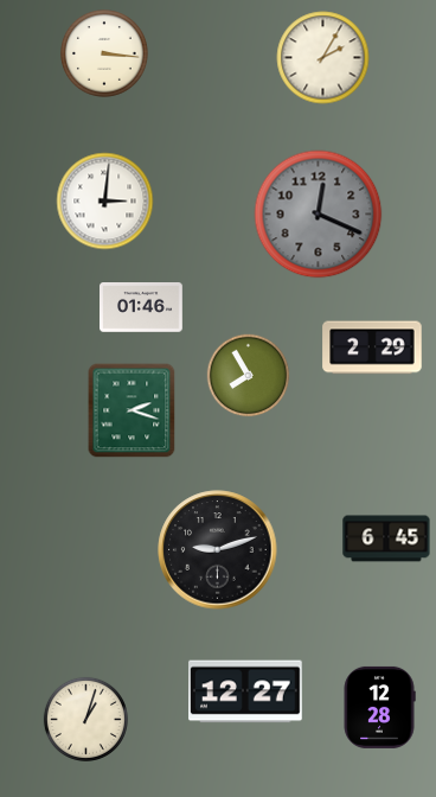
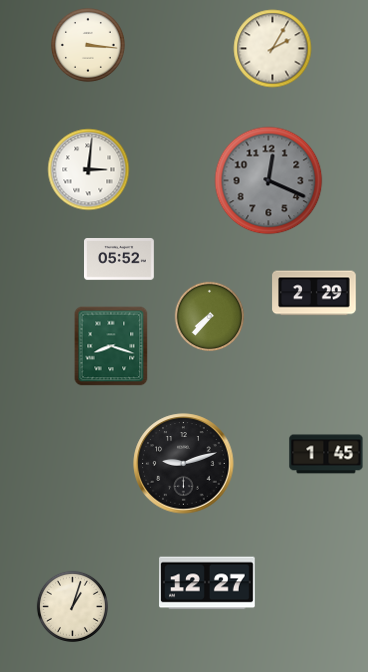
clock at (142, 308): 01:46 -> 05:52
clock at (249, 376): 7:55 -> 7:37
clock at (132, 410): 2:18 -> 8:18
clock at (386, 538): 6:45 -> 1:45
clock at (379, 707): 12:28 -> none
